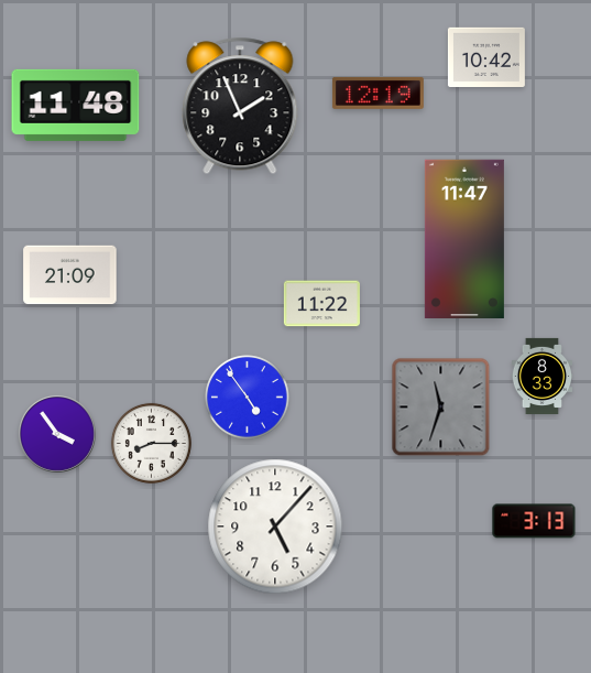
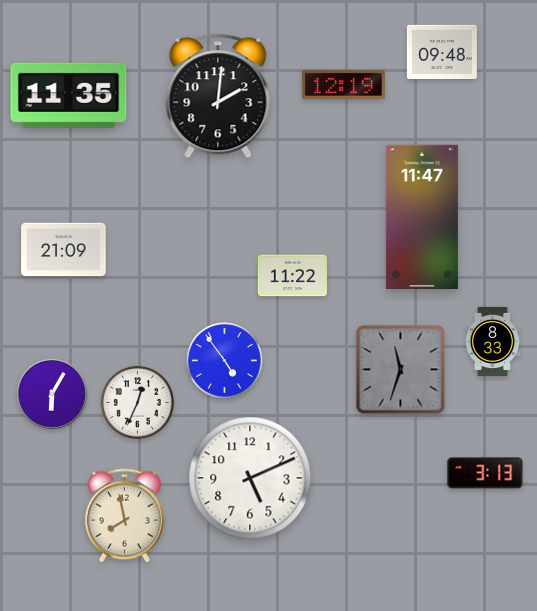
clock at (486, 56): 10:42 -> 09:48
clock at (76, 105): 11:48 -> 11:35
clock at (240, 106): 1:56 -> 2:01
clock at (57, 434): 3:54 -> 6:05
clock at (151, 443): 8:15 -> 12:34
clock at (275, 527): 5:07 -> 5:11
clock at (124, 516): none -> 7:58
